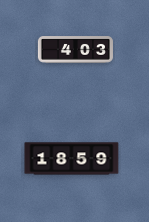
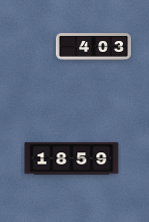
clock at (75, 50) position: (75, 50) -> (93, 47)
